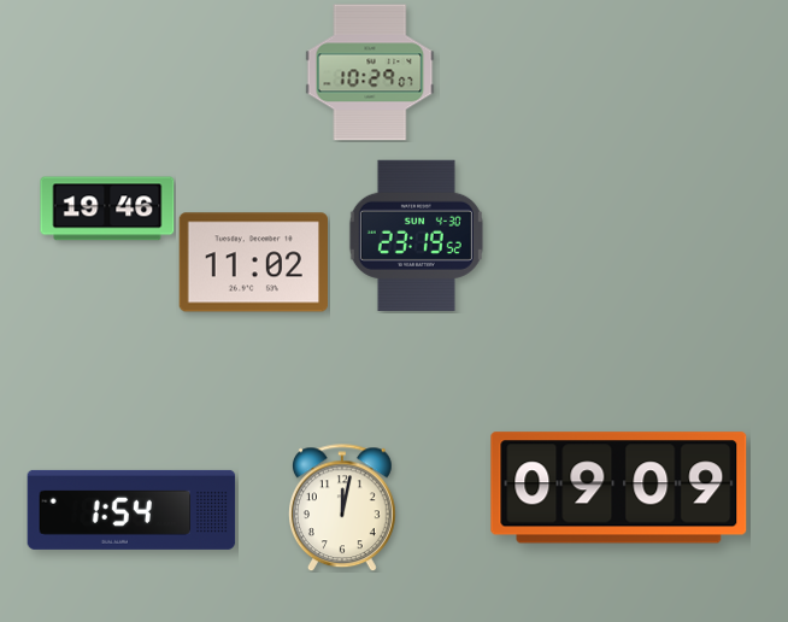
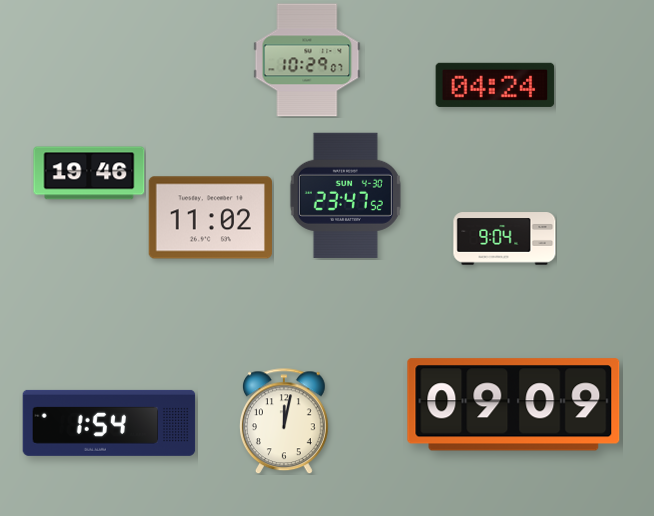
clock at (495, 85): none -> 04:24
clock at (416, 235): 23:19 -> 23:47
clock at (505, 239): none -> 9:04
